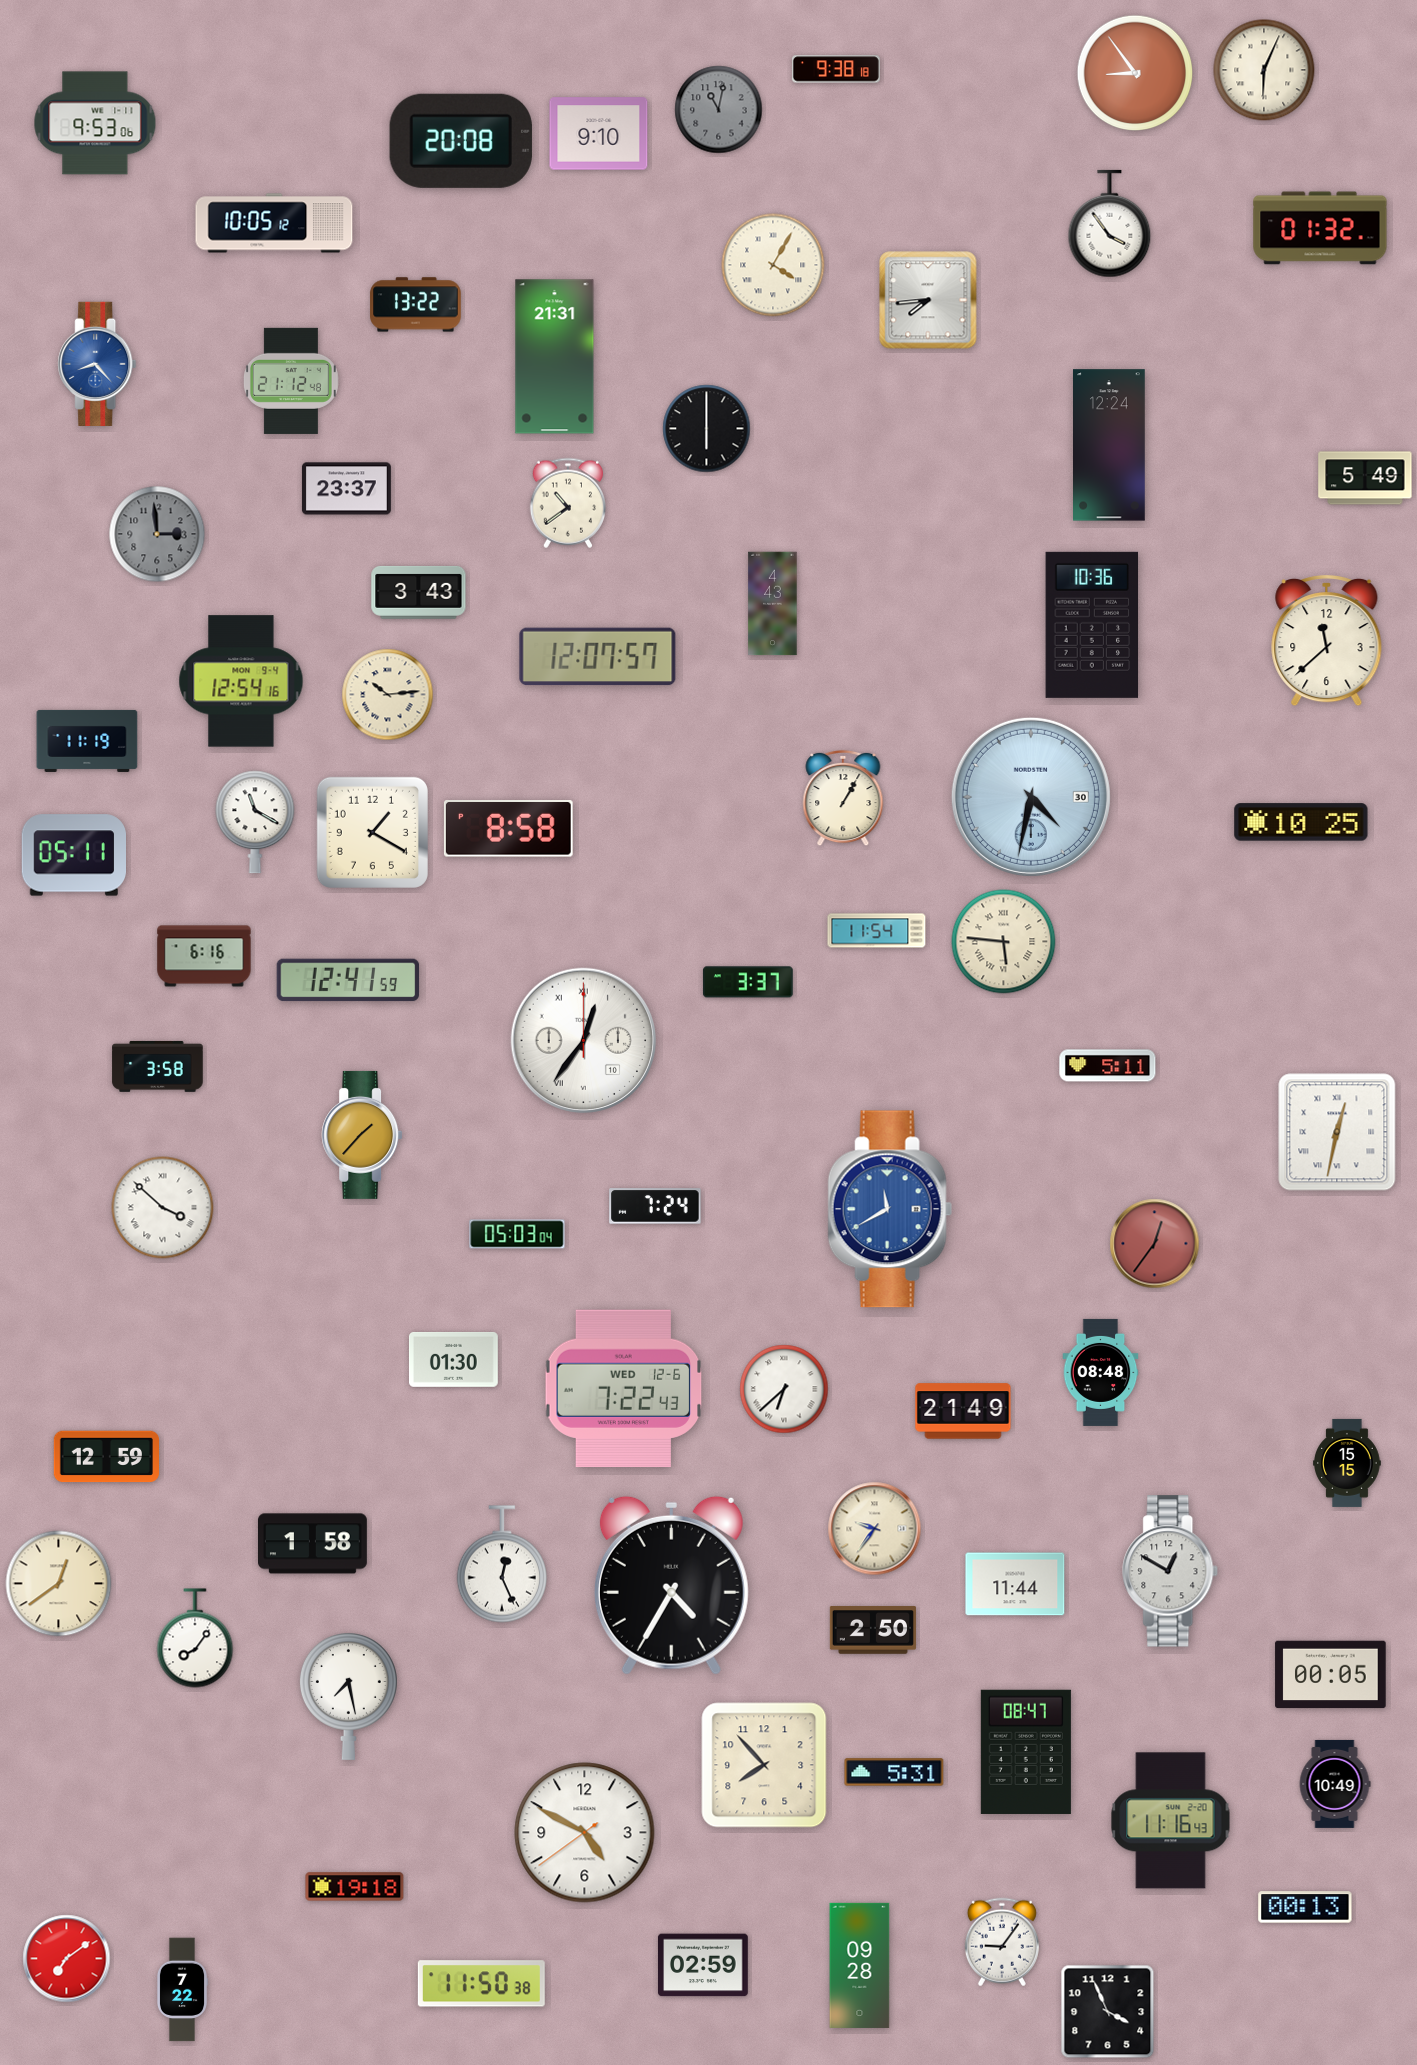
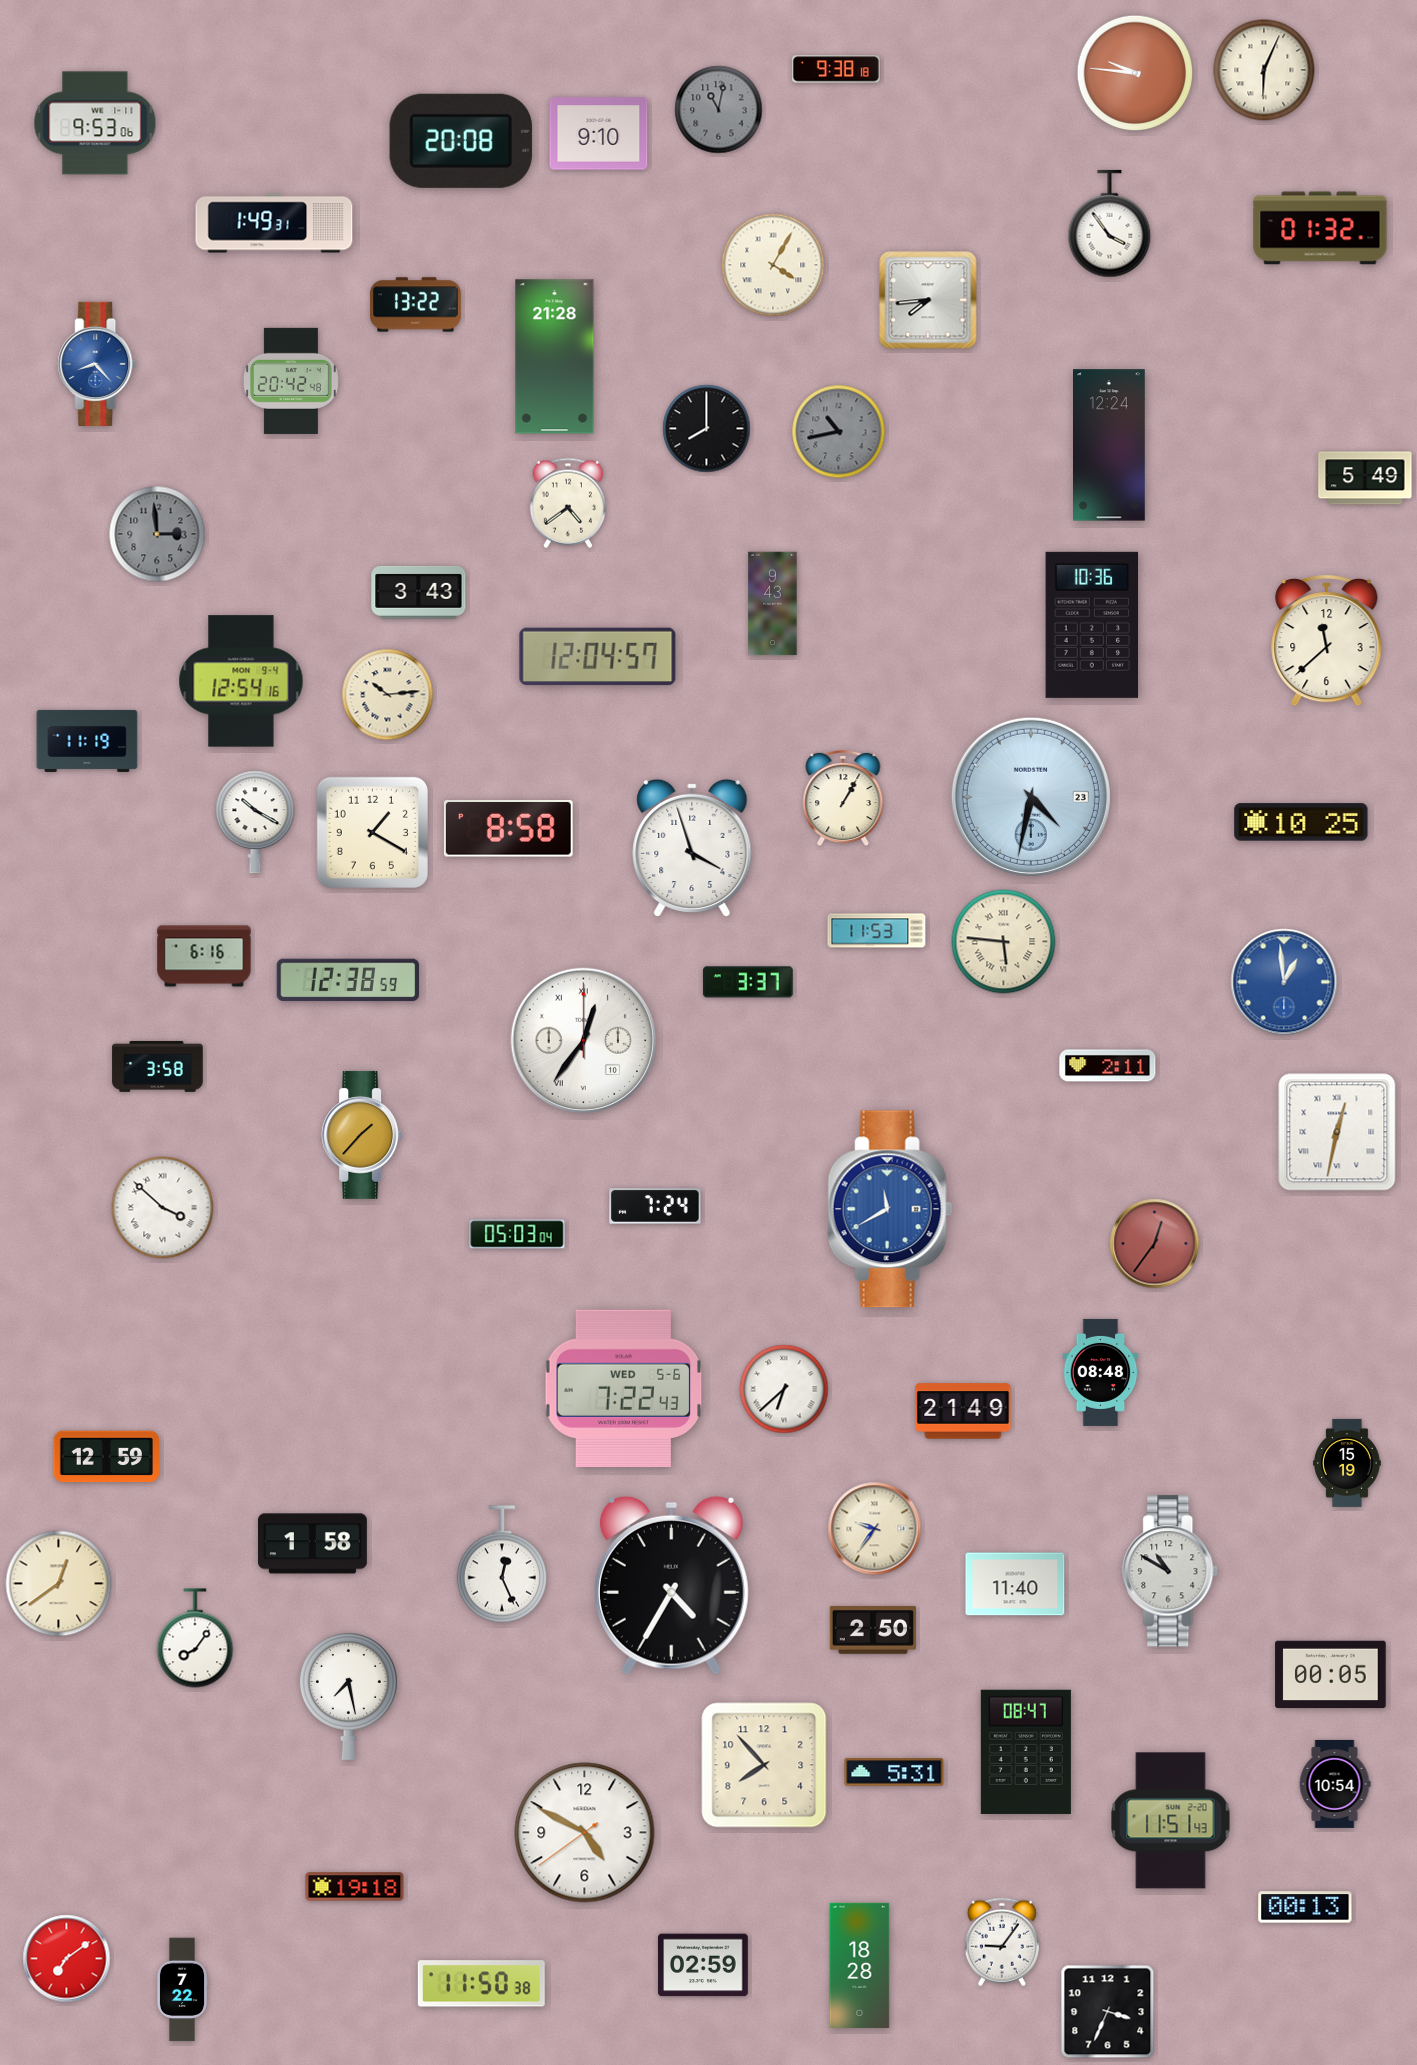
clock at (1135, 73): 8:54 -> 9:46
clock at (274, 223): 10:05 -> 1:49
clock at (555, 357): 21:31 -> 21:28
clock at (291, 381): 21:12 -> 20:42
clock at (707, 429): 6:00 -> 8:00
clock at (839, 432): none -> 10:43
clock at (346, 489): 23:37 -> none
clock at (567, 503): 10:39 -> 4:39
clock at (773, 604): 4:43 -> 9:43
clock at (598, 657): 12:07 -> 12:04
clock at (1031, 797) date: 30 -> 23
clock at (255, 822): 11:20 -> 10:20
clock at (692, 848): none -> 3:57
clock at (73, 855): 05:11 -> none
clock at (877, 931): 11:54 -> 11:53
clock at (348, 980): 12:41 -> 12:38
clock at (1284, 982): none -> 12:59
clock at (1108, 1066): 5:11 -> 2:11
clock at (453, 1359): 01:30 -> none
clock at (624, 1389) date: WED 12-6 -> WED 5-6
clock at (1348, 1463): 15:15 -> 15:19
clock at (1171, 1571): 12:50 -> 10:50
clock at (1015, 1584): 11:44 -> 11:40
clock at (1335, 1784): 10:49 -> 10:54
clock at (1171, 1821): 11:16 -> 11:51
clock at (860, 1965): 09:28 -> 18:28
clock at (1108, 2012): 3:56 -> 3:34
